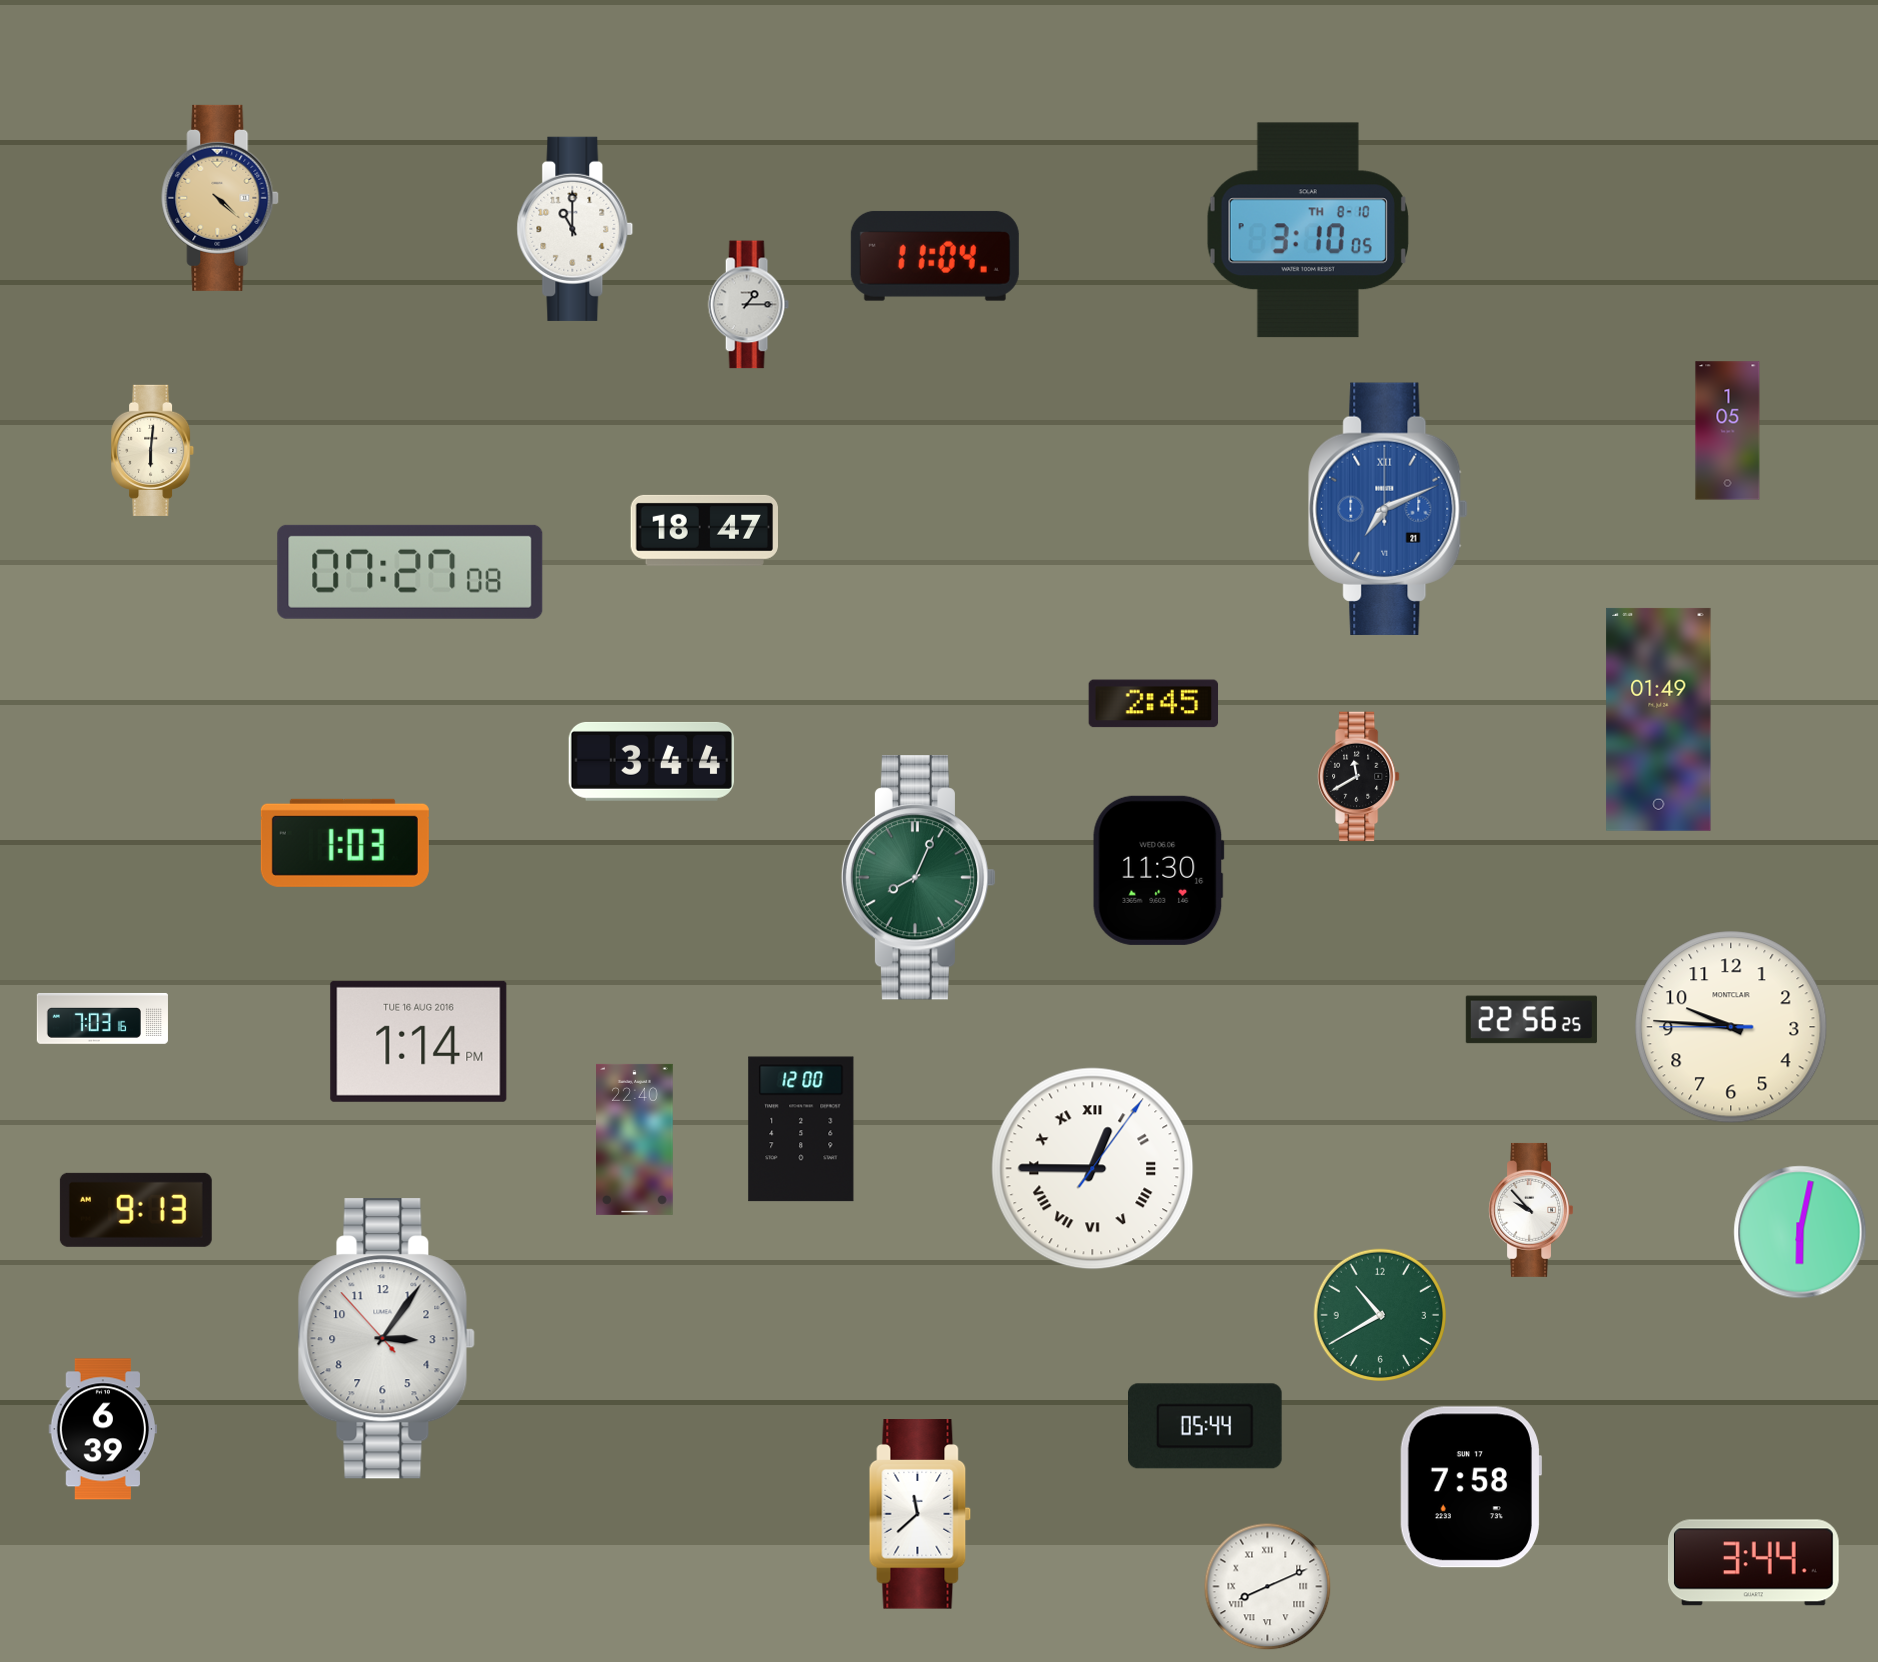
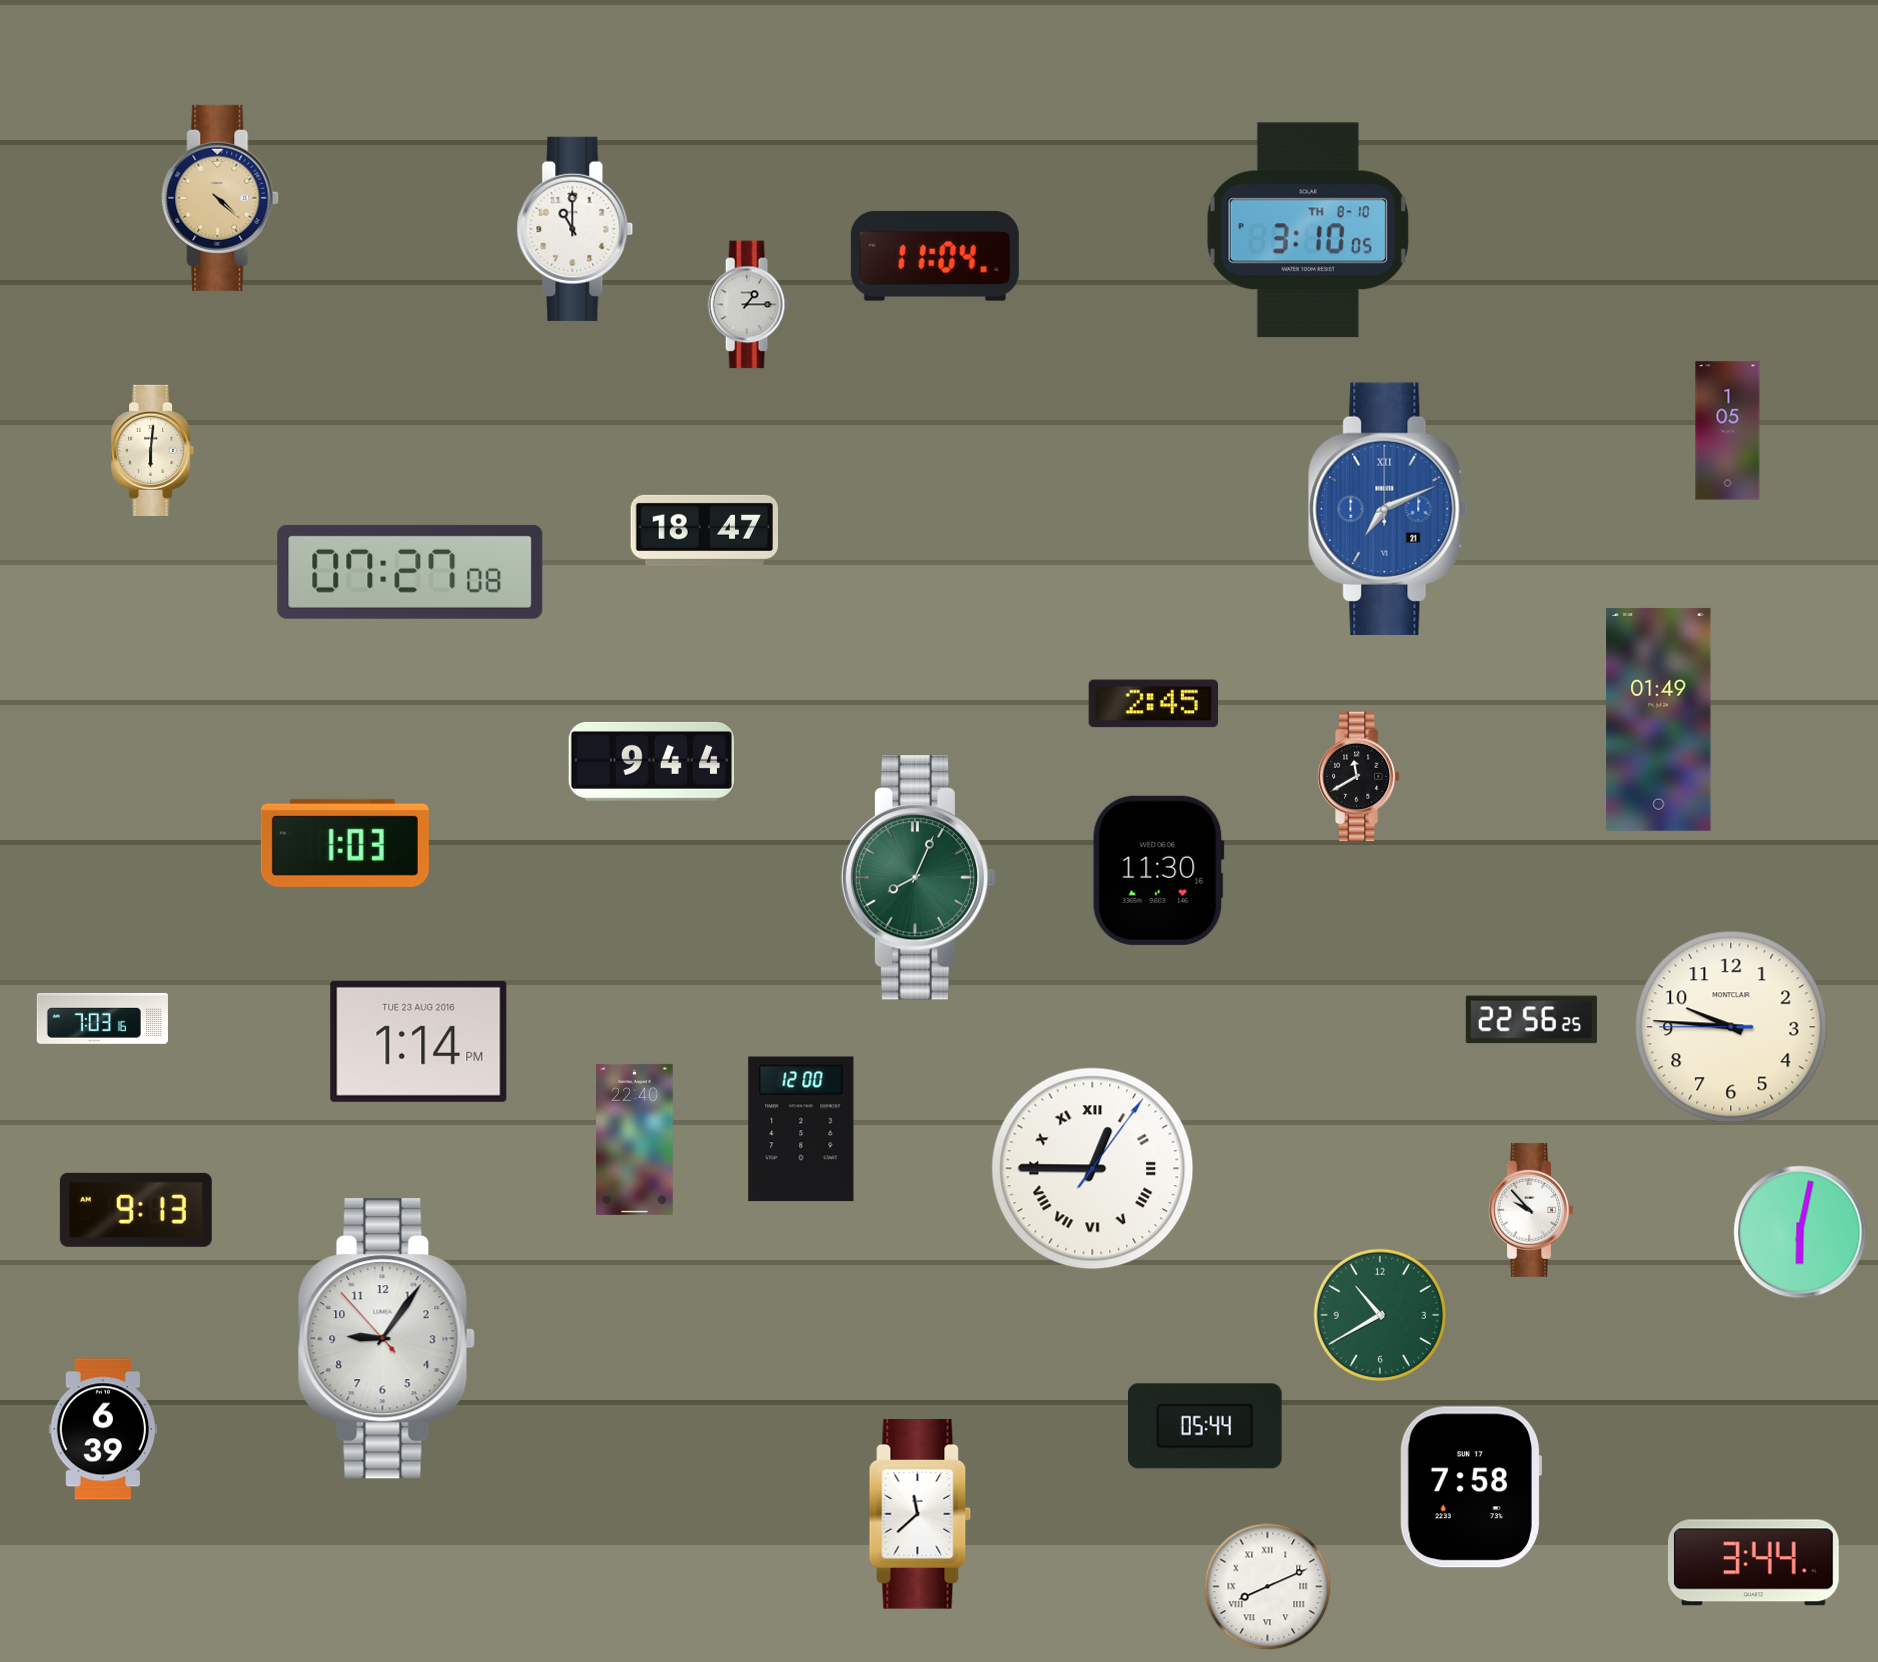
clock at (651, 761): 3:44 -> 9:44
clock at (419, 1041) date: TUE 16 AUG 2016 -> TUE 23 AUG 2016
clock at (386, 1339): 3:05 -> 9:05
